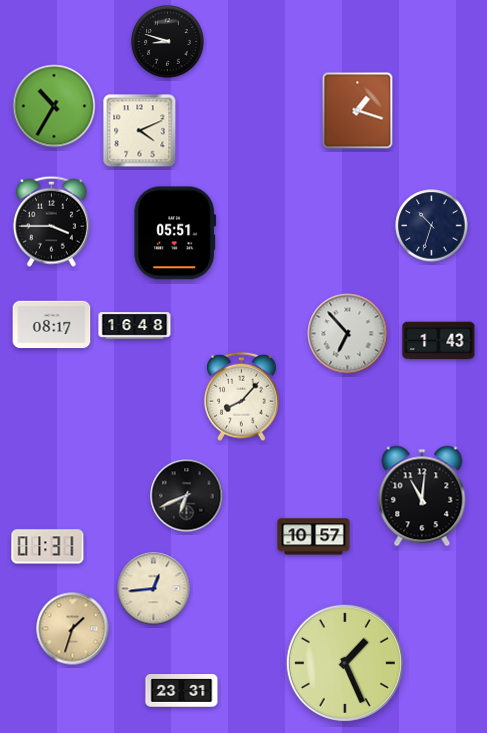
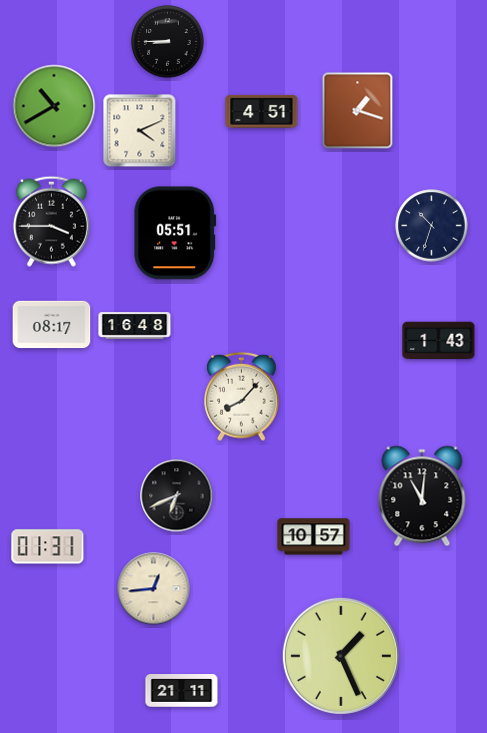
clock at (168, 42): 8:48 -> 8:45
clock at (54, 106): 10:35 -> 10:40
clock at (262, 111): none -> 4:51
clock at (348, 334): 6:53 -> none
clock at (187, 496) position: (187, 496) -> (177, 496)
clock at (73, 629): 1:33 -> none
clock at (345, 663) position: (345, 663) -> (341, 656)
clock at (182, 691): 23:31 -> 21:11
